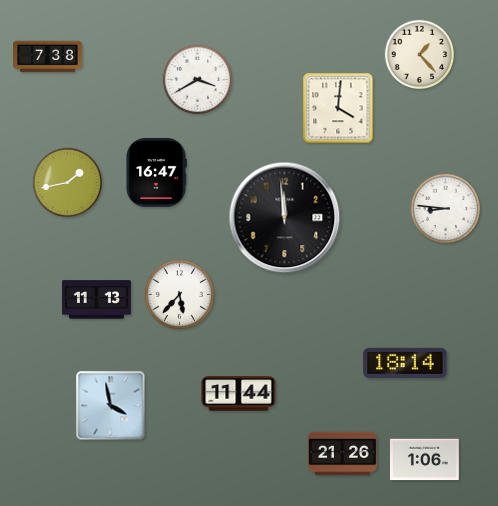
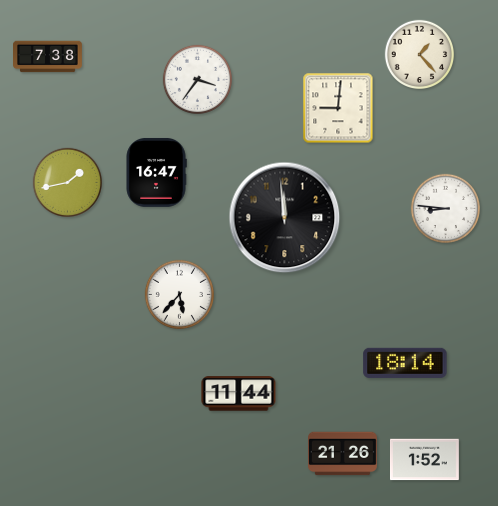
clock at (197, 79): 3:40 -> 3:36
clock at (338, 108): 4:01 -> 9:01
clock at (97, 300): 11:13 -> none
clock at (111, 406): 3:58 -> none
clock at (425, 460): 1:06 -> 1:52
